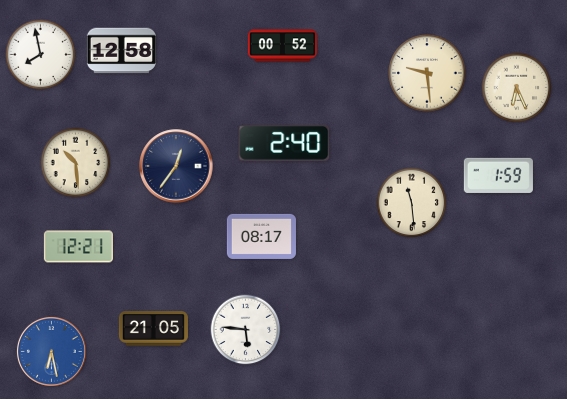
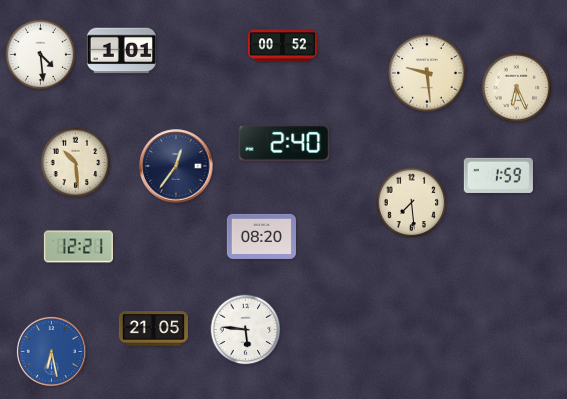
clock at (121, 51): 12:58 -> 1:01
clock at (41, 55): 7:58 -> 4:29
clock at (412, 203): 11:29 -> 7:29
clock at (261, 236): 08:17 -> 08:20
